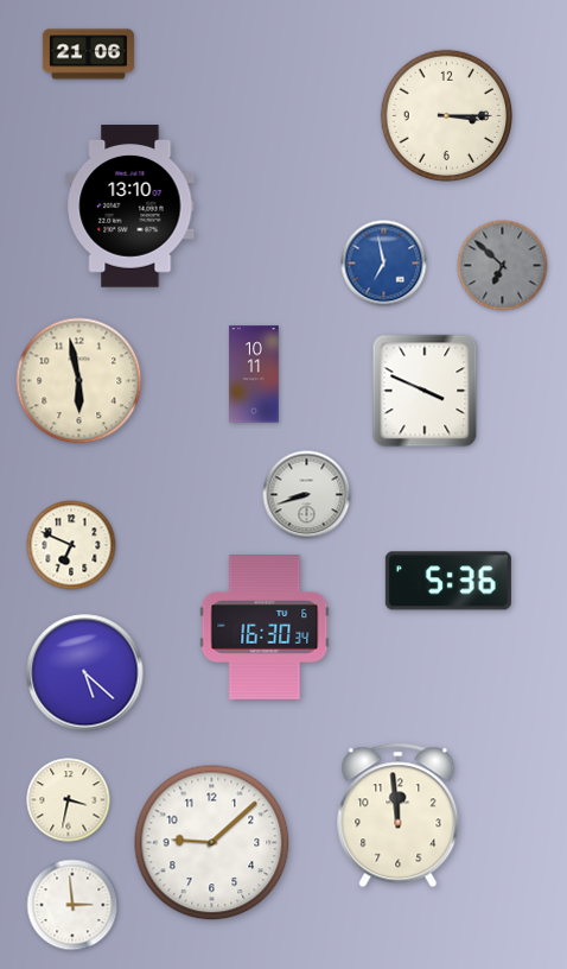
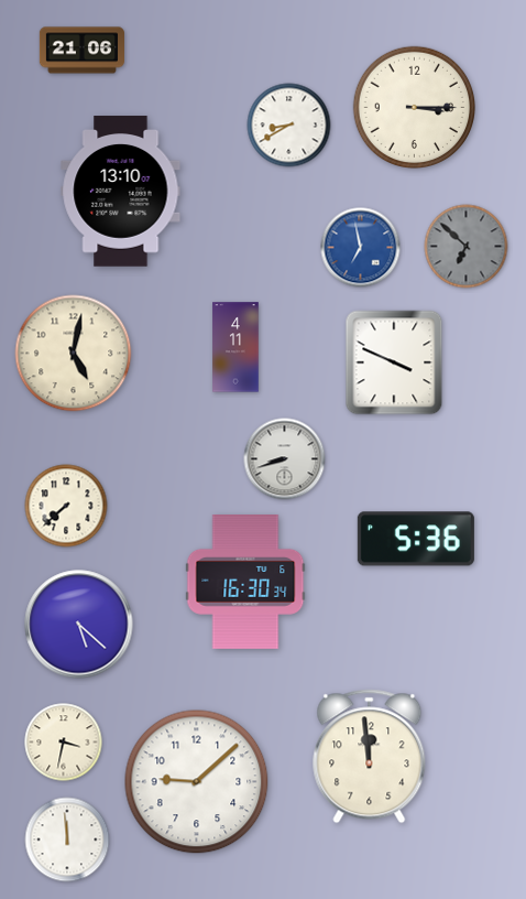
clock at (289, 126): none -> 8:40
clock at (384, 264) position: (384, 264) -> (361, 248)
clock at (254, 374): 10:11 -> 4:11
clock at (79, 381): 5:58 -> 5:02
clock at (71, 545): 6:49 -> 7:38
clock at (72, 905): 2:59 -> 11:59
